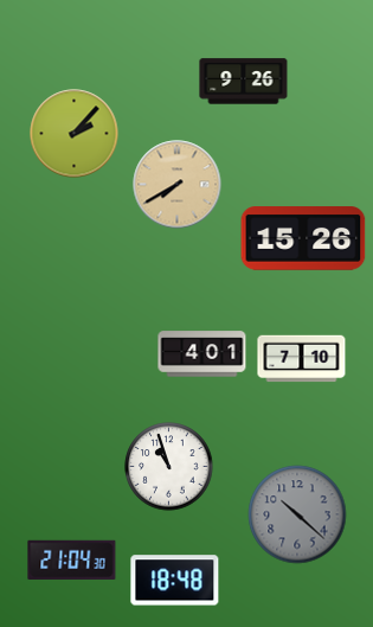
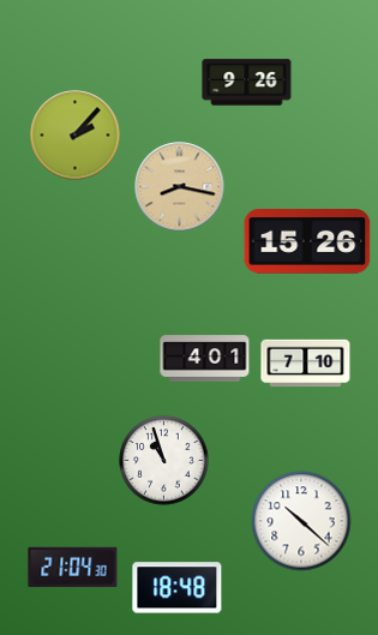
clock at (178, 185): 7:40 -> 8:17
clock at (169, 467) position: (169, 467) -> (164, 461)
clock at (297, 514) dial: grey -> white
